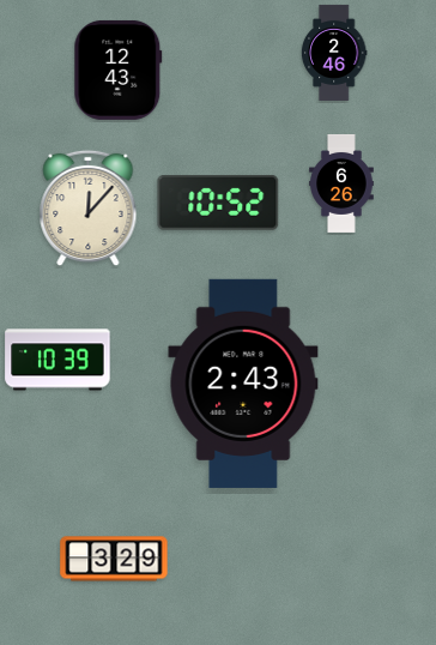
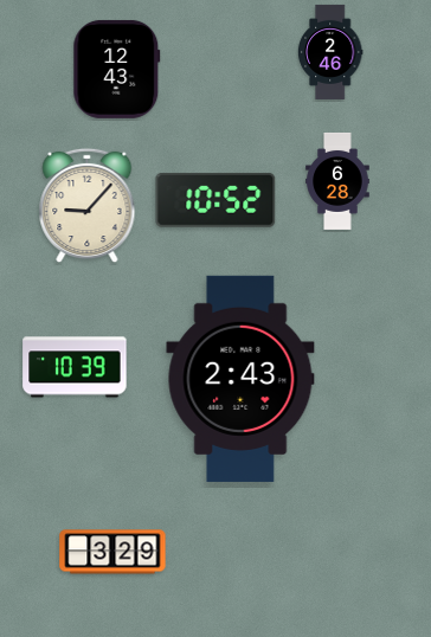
clock at (341, 183): 6:26 -> 6:28
clock at (89, 209): 12:07 -> 9:07
clock at (57, 360) position: (57, 360) -> (75, 367)
